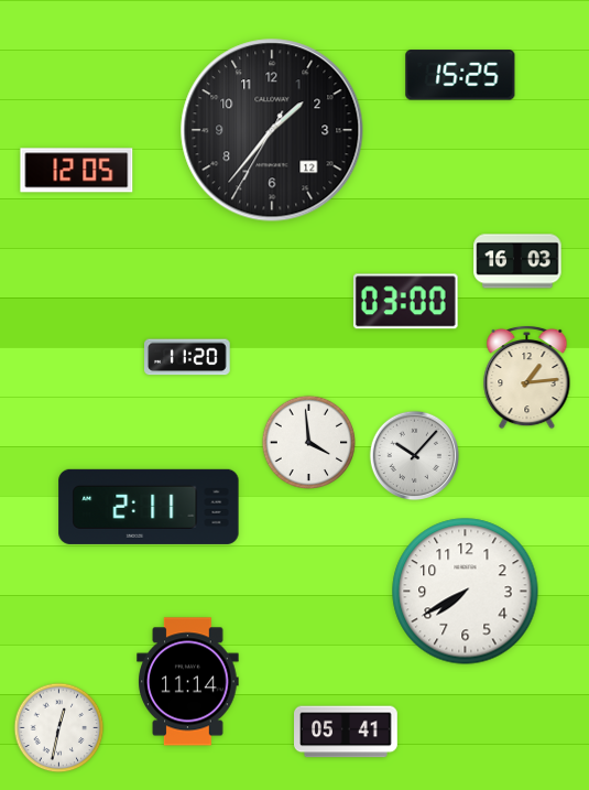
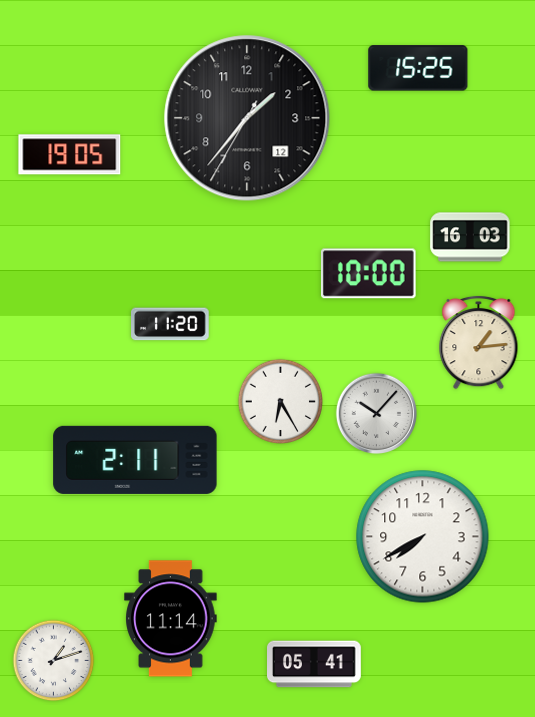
clock at (77, 171): 12:05 -> 19:05
clock at (405, 302): 03:00 -> 10:00
clock at (308, 443): 3:59 -> 6:25
clock at (59, 728): 12:32 -> 1:12
